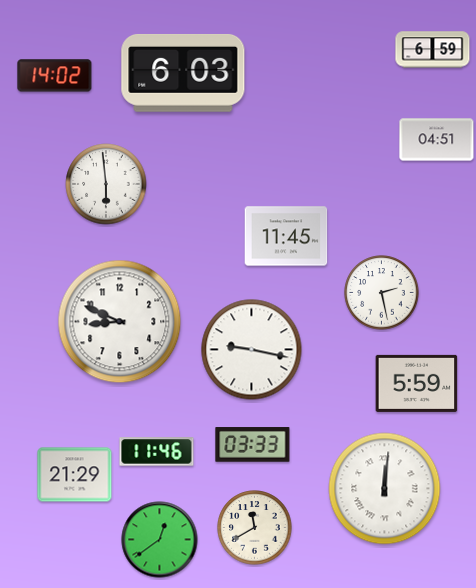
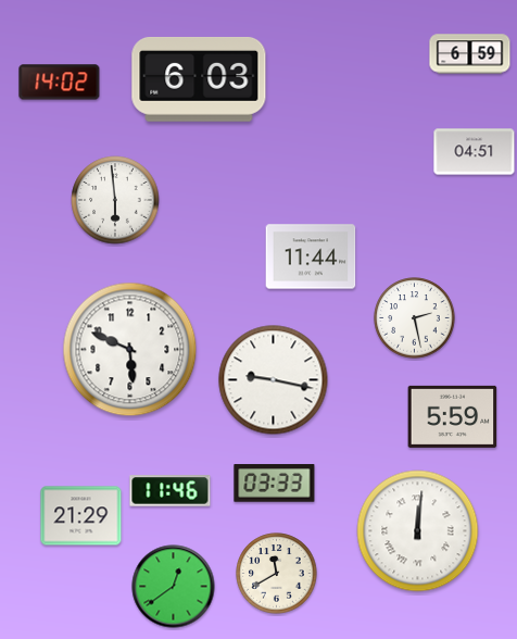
clock at (286, 236): 11:45 -> 11:44
clock at (120, 322): 8:49 -> 5:49
